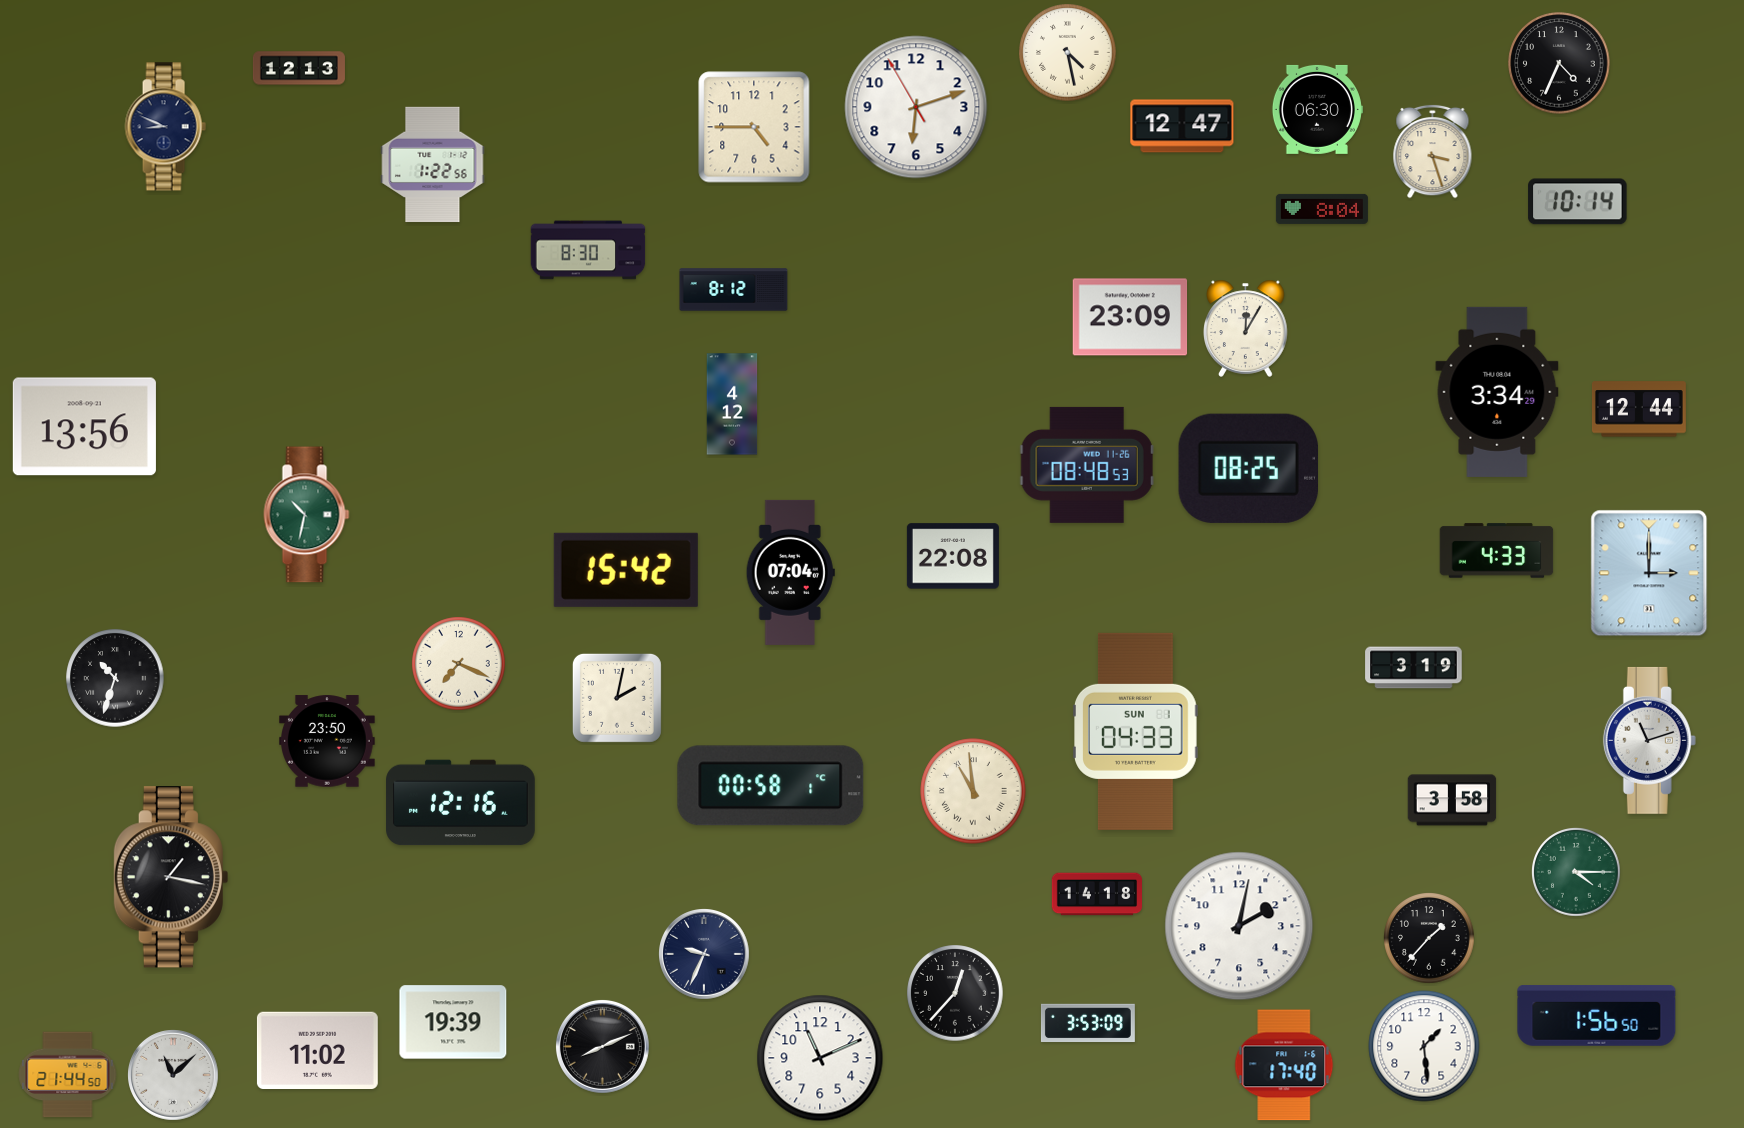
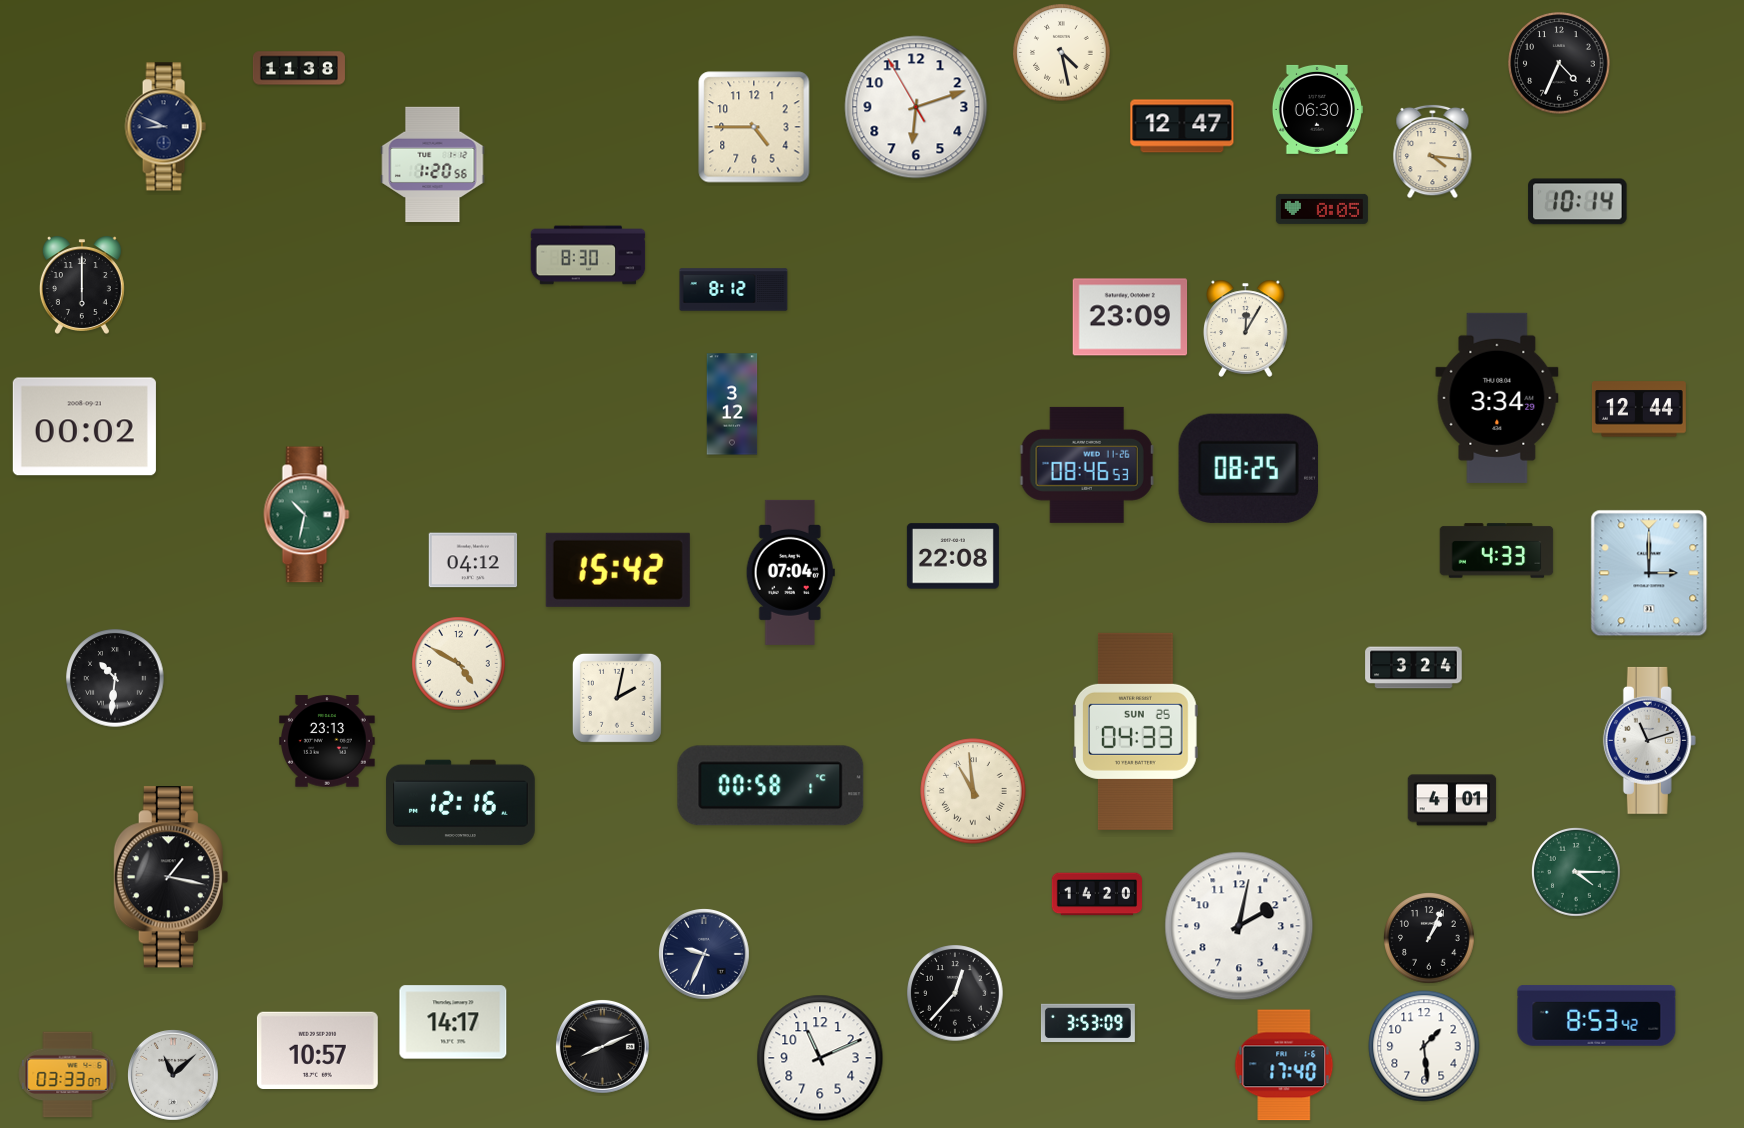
clock at (1068, 53) position: (1068, 53) -> (1062, 53)
clock at (299, 68): 12:13 -> 11:38
clock at (1433, 151): 3:27 -> 4:16
clock at (433, 165): 1:22 -> 1:20
clock at (1322, 209): 8:04 -> 0:05
clock at (588, 250) position: (588, 250) -> (588, 255)
clock at (82, 285): none -> 6:00
clock at (1497, 392) position: (1497, 392) -> (1497, 398)
clock at (732, 404): 4:12 -> 3:12
clock at (84, 427): 13:56 -> 00:02
clock at (1087, 465): 08:48 -> 08:46
clock at (473, 560): none -> 04:12
clock at (626, 570) position: (626, 570) -> (618, 570)
clock at (459, 664): 7:19 -> 4:50
clock at (1414, 668): 3:19 -> 3:24
clock at (115, 678): 10:33 -> 10:31
clock at (1136, 731) date: SUN 1 -> SUN 25
clock at (328, 741): 23:50 -> 23:13
clock at (1452, 800): 3:58 -> 4:01
clock at (1096, 894): 14:18 -> 14:20
clock at (1429, 938): 1:37 -> 1:04
clock at (1597, 1016): 1:56 -> 8:53
clock at (453, 1022): 19:39 -> 14:17
clock at (317, 1050): 11:02 -> 10:57
clock at (68, 1075): 21:44 -> 03:33
